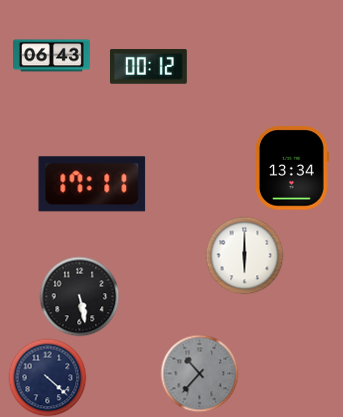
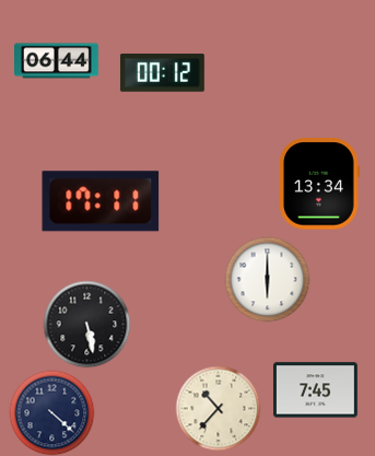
clock at (52, 56): 06:43 -> 06:44
clock at (316, 390): none -> 7:45
clock at (199, 373) dial: grey -> cream
